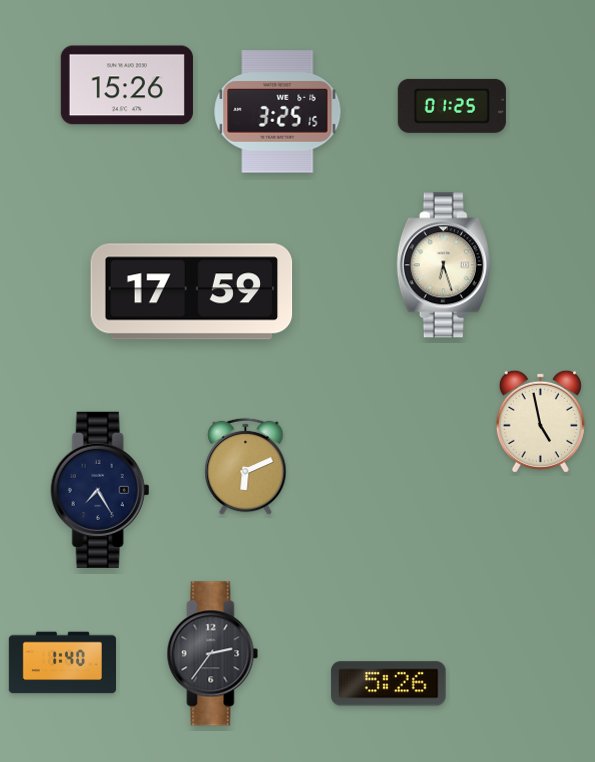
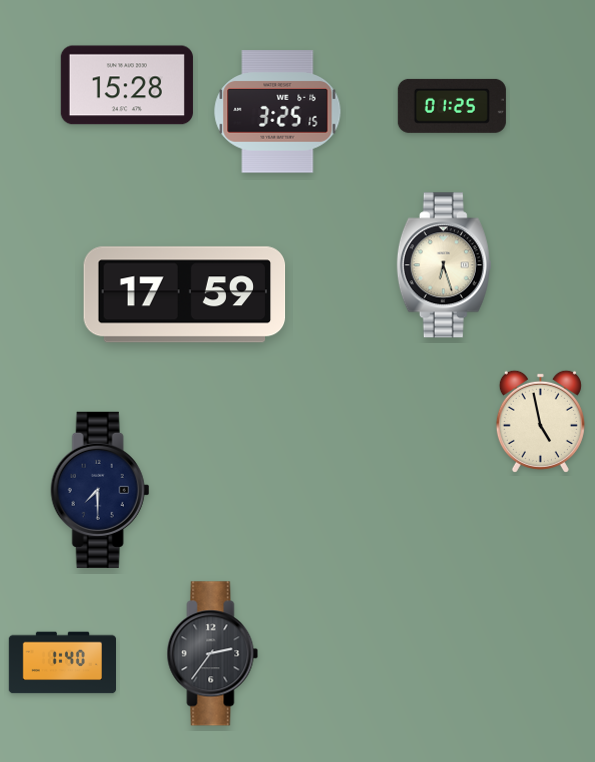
clock at (127, 85): 15:26 -> 15:28
clock at (192, 292) position: (192, 292) -> (185, 295)
clock at (246, 467): 6:11 -> none
clock at (100, 490): 7:25 -> 7:30
clock at (389, 684): 5:26 -> none
